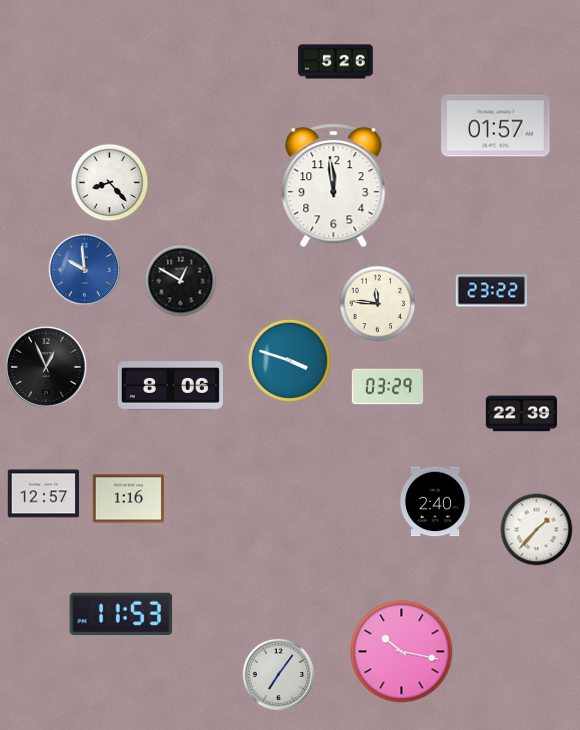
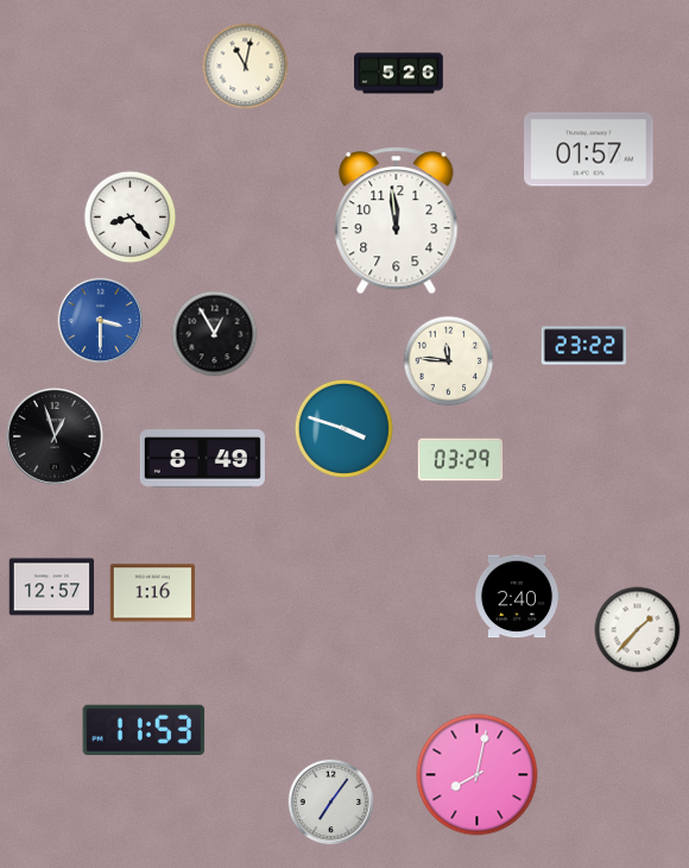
clock at (246, 67): none -> 11:02
clock at (85, 270): 9:59 -> 3:30
clock at (181, 281): 12:50 -> 12:55
clock at (46, 367): 12:56 -> 12:57
clock at (170, 386): 8:06 -> 8:49
clock at (522, 414): 22:39 -> none
clock at (402, 652): 10:17 -> 8:02
